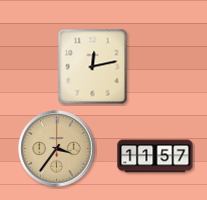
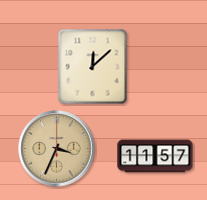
clock at (93, 67): 12:13 -> 12:08
clock at (57, 149): 3:36 -> 3:34
